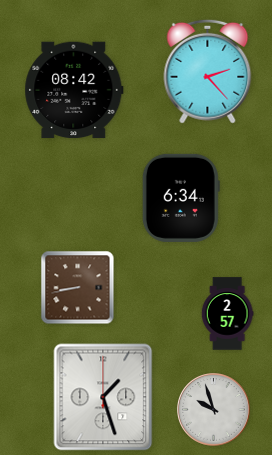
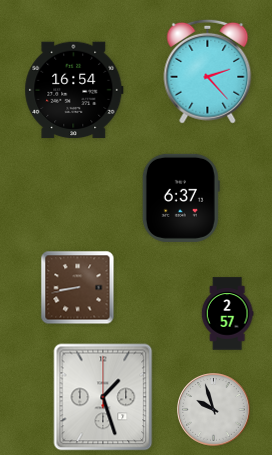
clock at (74, 90): 08:42 -> 16:54
clock at (181, 198): 6:34 -> 6:37
